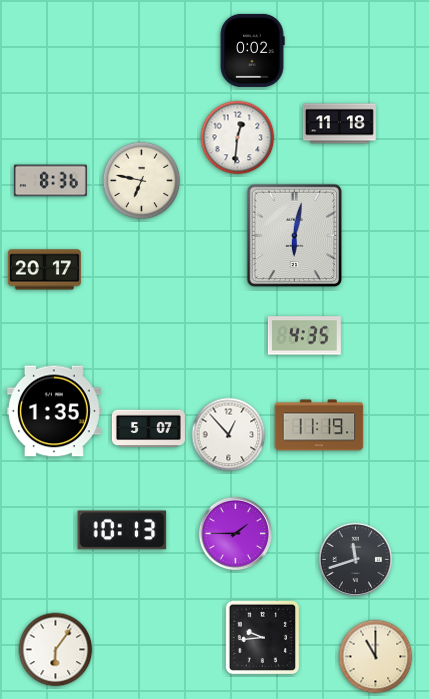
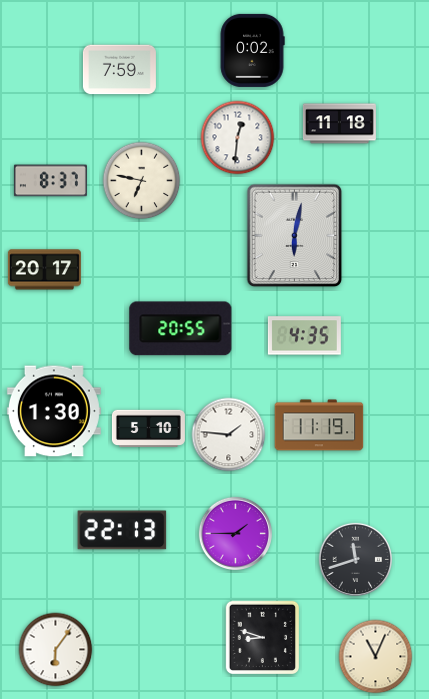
clock at (119, 70): none -> 7:59
clock at (50, 181): 8:36 -> 8:37
clock at (181, 329): none -> 20:55
clock at (54, 411): 1:35 -> 1:30
clock at (148, 429): 5:07 -> 5:10
clock at (229, 435): 12:53 -> 1:46
clock at (122, 530): 10:13 -> 22:13
clock at (263, 638): 9:44 -> 8:48
clock at (376, 657): 11:00 -> 11:04
